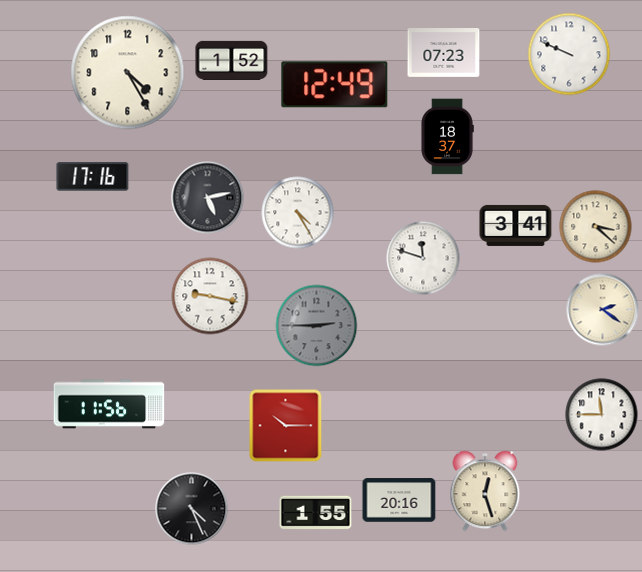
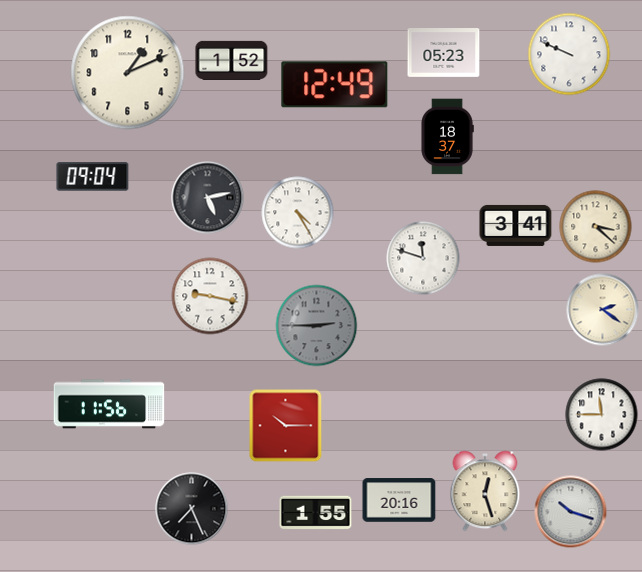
clock at (444, 53): 07:23 -> 05:23
clock at (128, 73): 4:25 -> 1:11
clock at (93, 177): 17:16 -> 09:04
clock at (192, 509): 4:26 -> 7:26
clock at (571, 512): none -> 10:18
